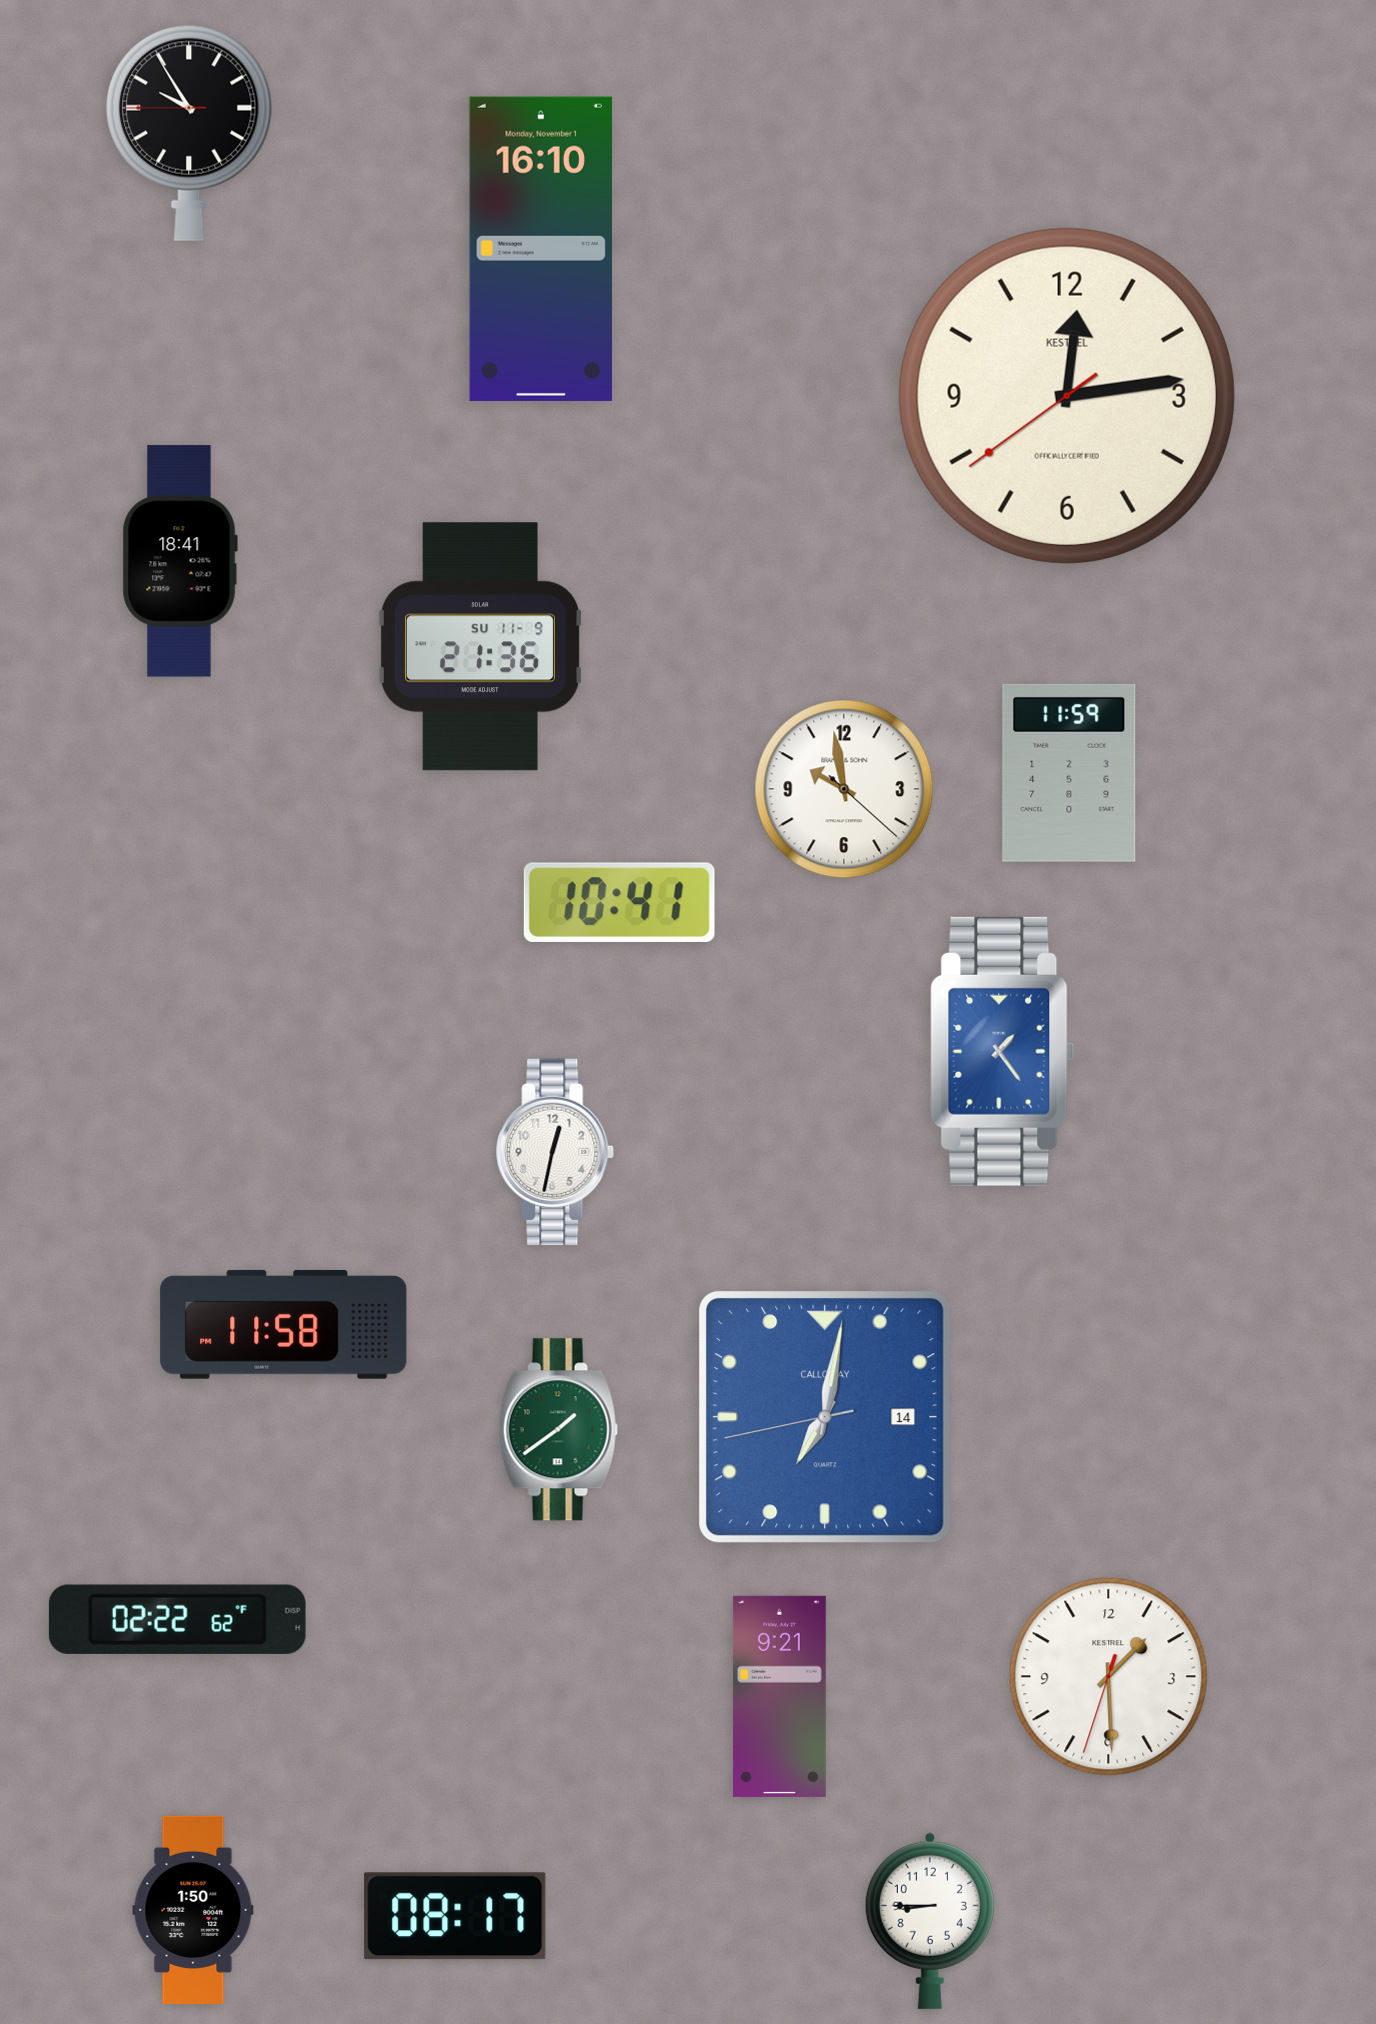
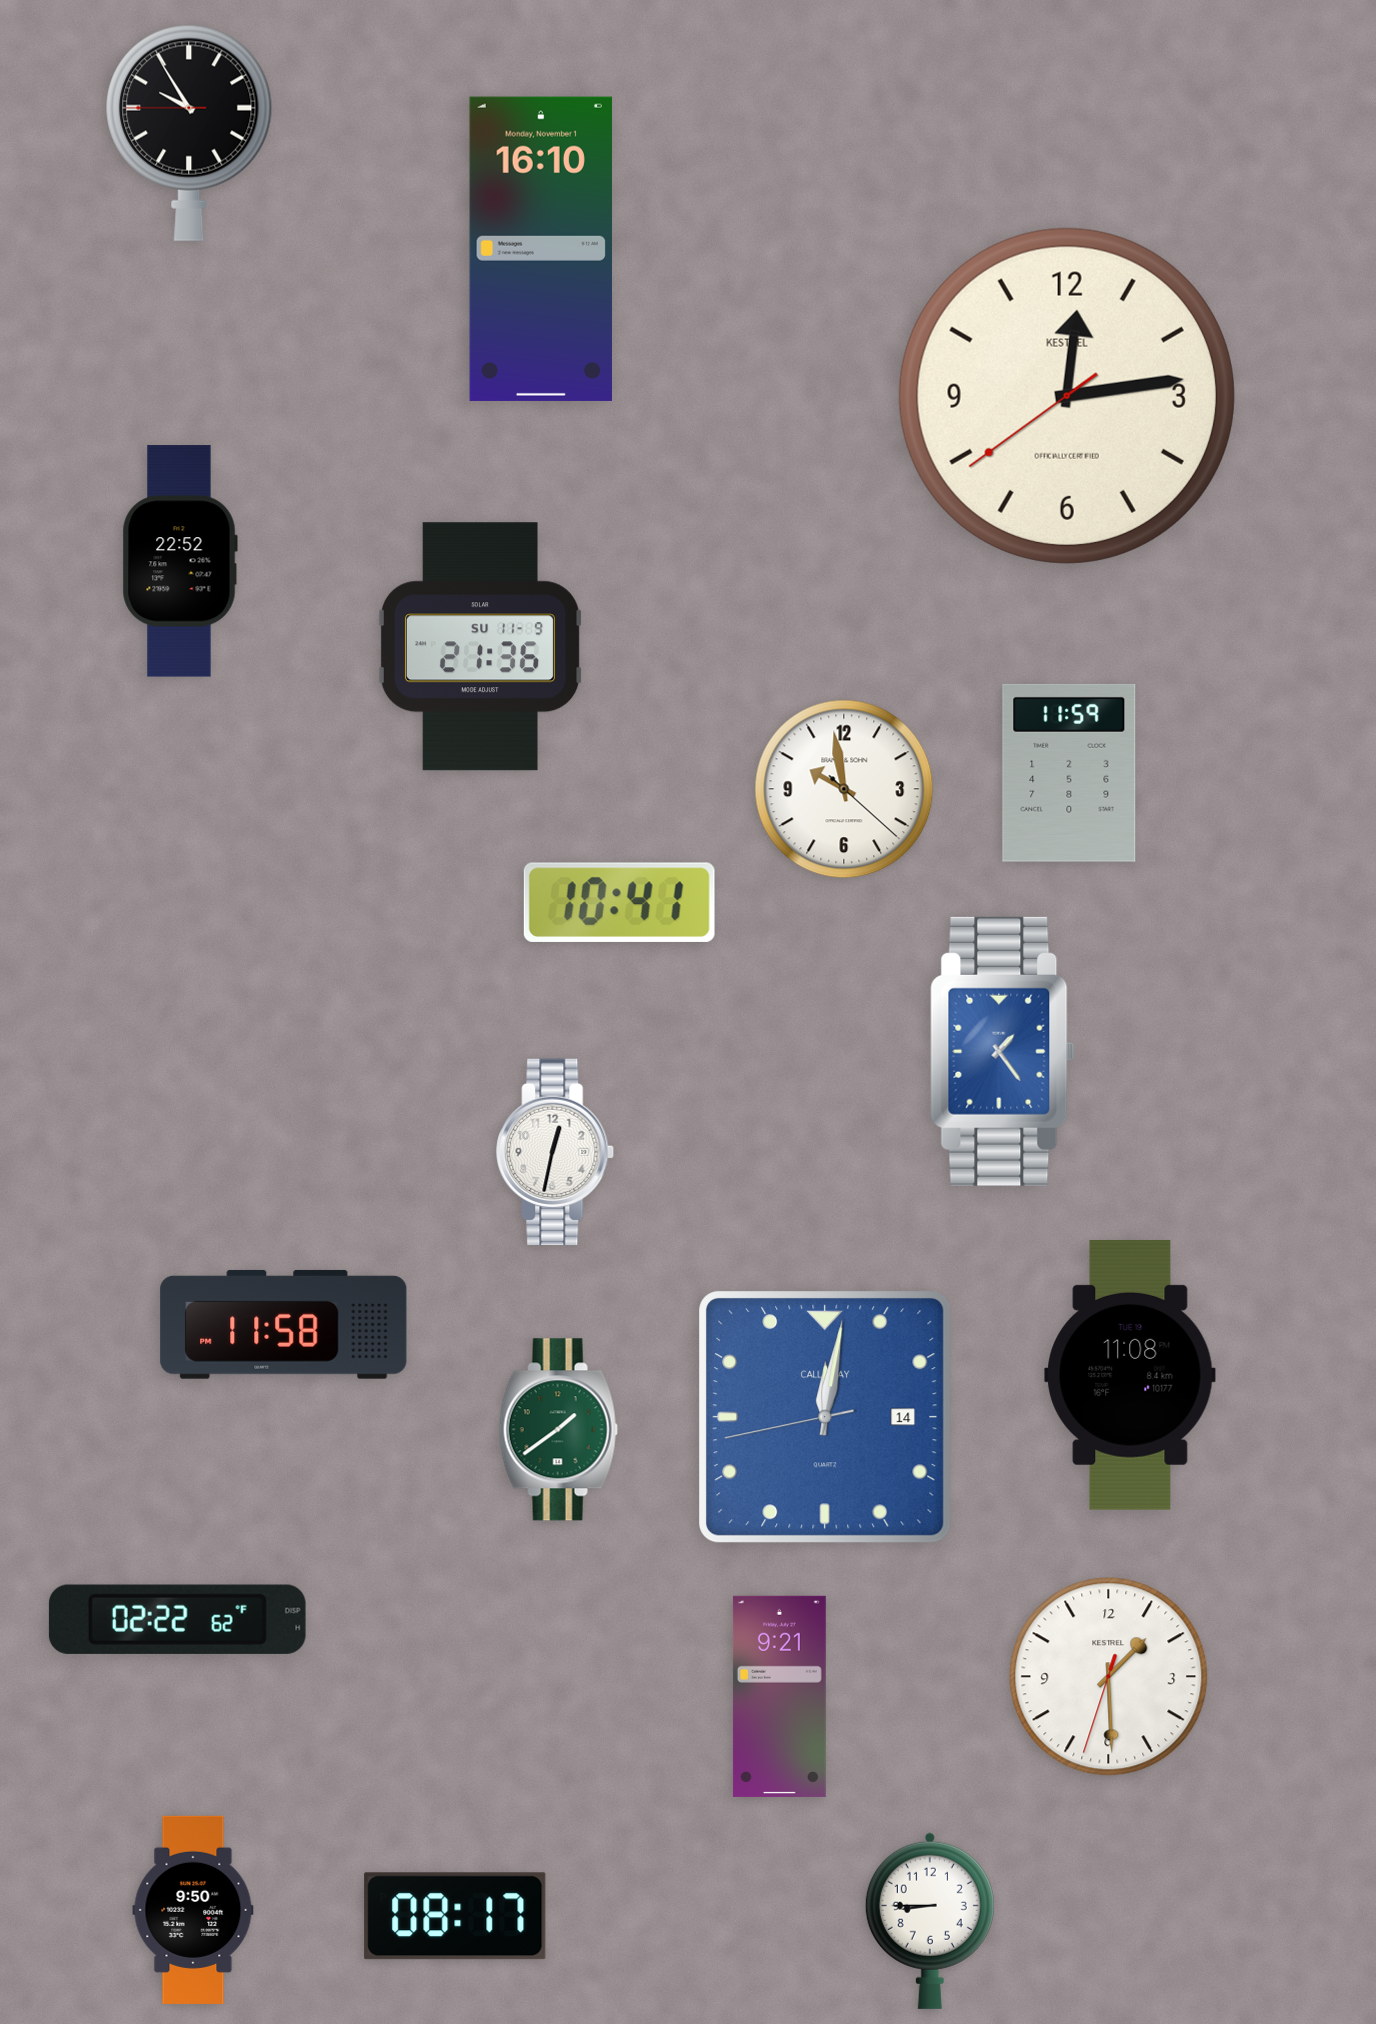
clock at (180, 561): 18:41 -> 22:52
clock at (1130, 1375): none -> 11:08
clock at (825, 1417): 7:01 -> 12:01
clock at (193, 1910): 1:50 -> 9:50
